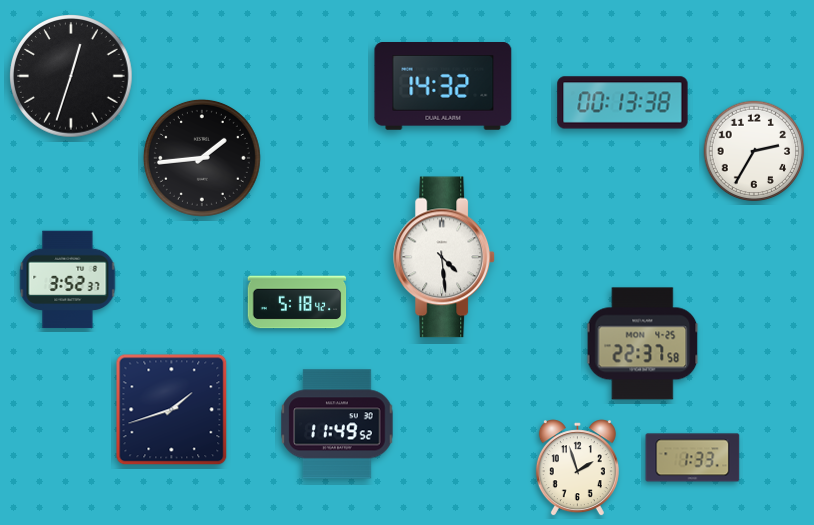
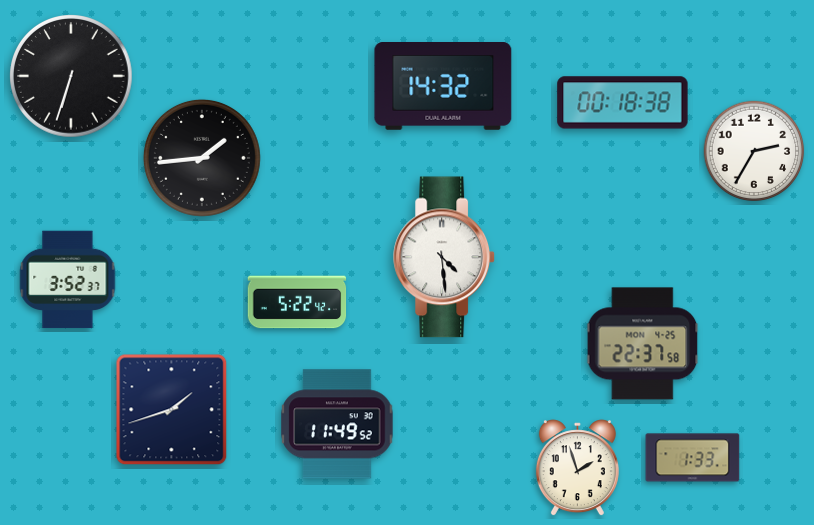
clock at (72, 77): 12:33 -> 6:33
clock at (623, 103): 00:13 -> 00:18
clock at (297, 302): 5:18 -> 5:22
